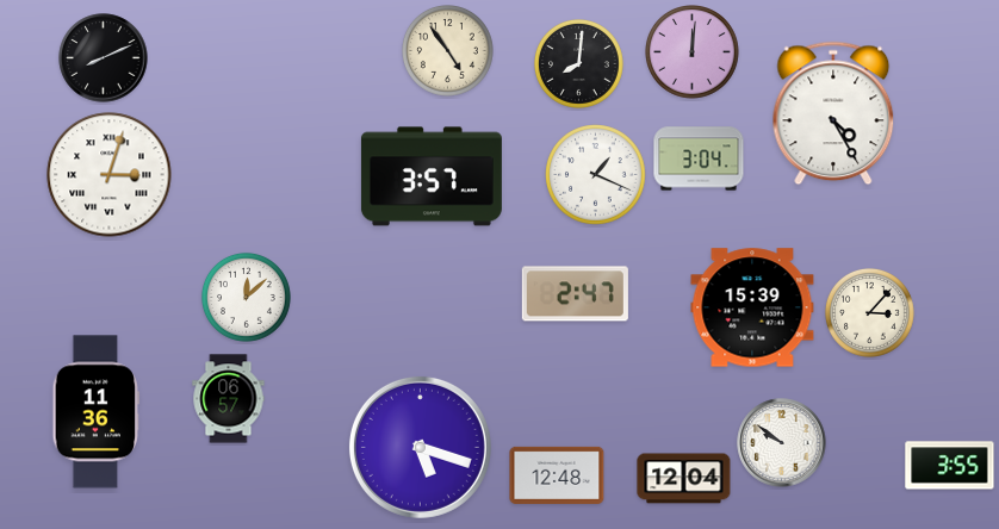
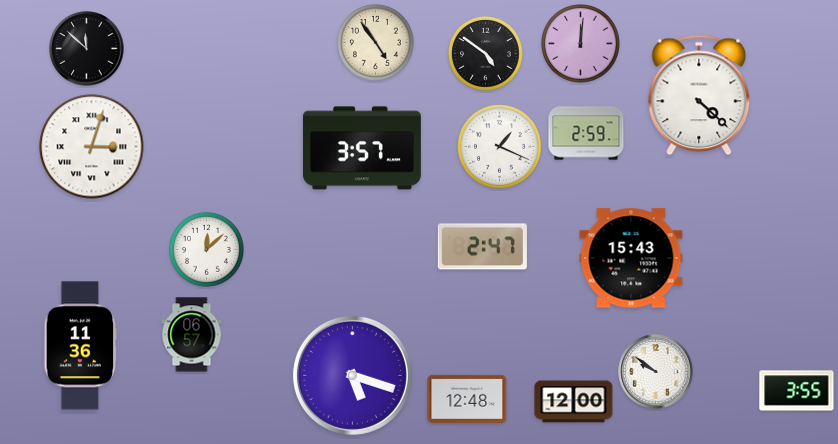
clock at (104, 58): 8:11 -> 11:52
clock at (578, 63): 8:01 -> 4:51
clock at (833, 113): 4:25 -> 4:22
clock at (699, 158): 3:04 -> 2:59
clock at (752, 307): 15:39 -> 15:43
clock at (869, 312): 3:07 -> none
clock at (684, 479): 12:04 -> 12:00
